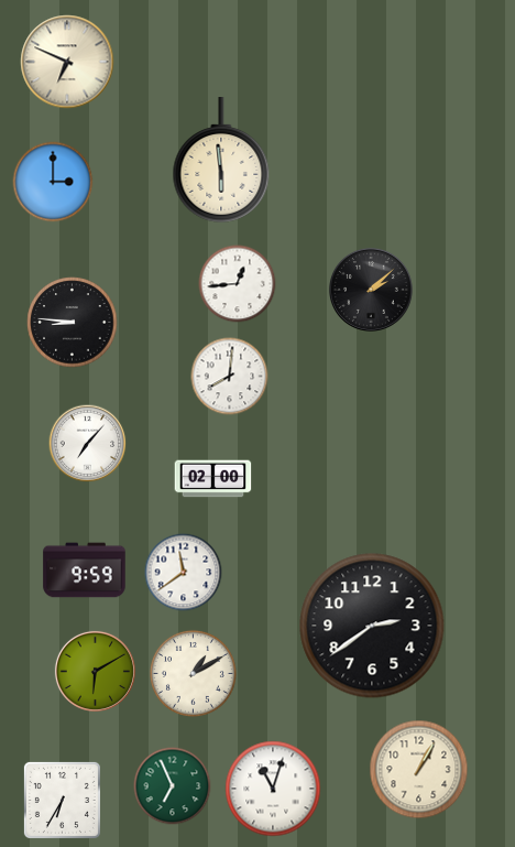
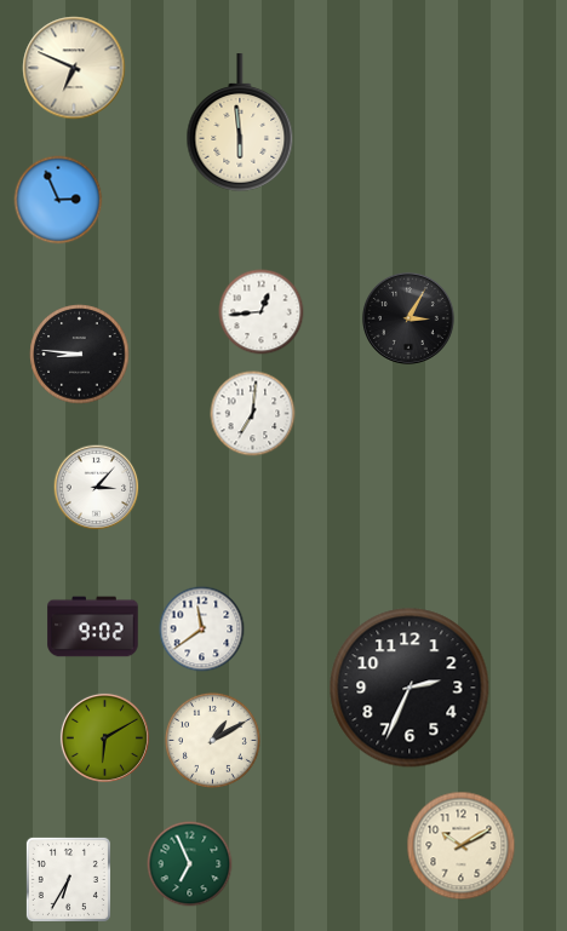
clock at (221, 160) position: (221, 160) -> (240, 122)
clock at (53, 182): 3:00 -> 2:56
clock at (371, 290): 2:08 -> 3:05
clock at (230, 377): 8:01 -> 7:01
clock at (88, 444): 7:07 -> 3:07
clock at (213, 479): 02:00 -> none
clock at (85, 571): 9:59 -> 9:02
clock at (372, 626): 2:39 -> 2:34
clock at (419, 770): 1:05 -> 10:10
clock at (273, 789): 11:03 -> none
